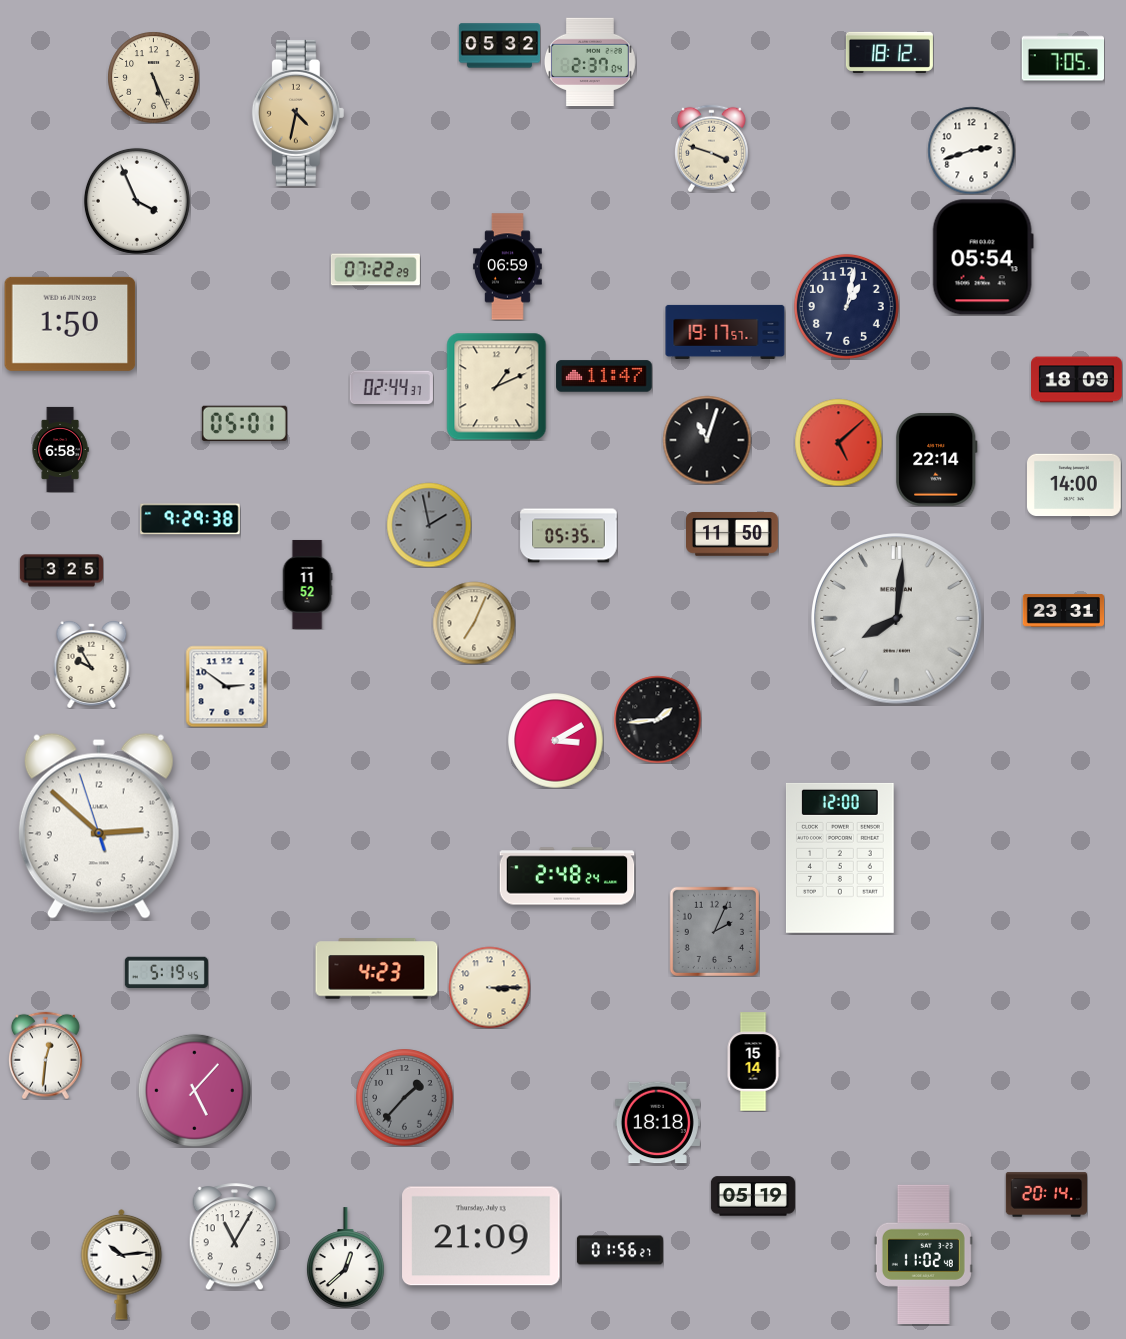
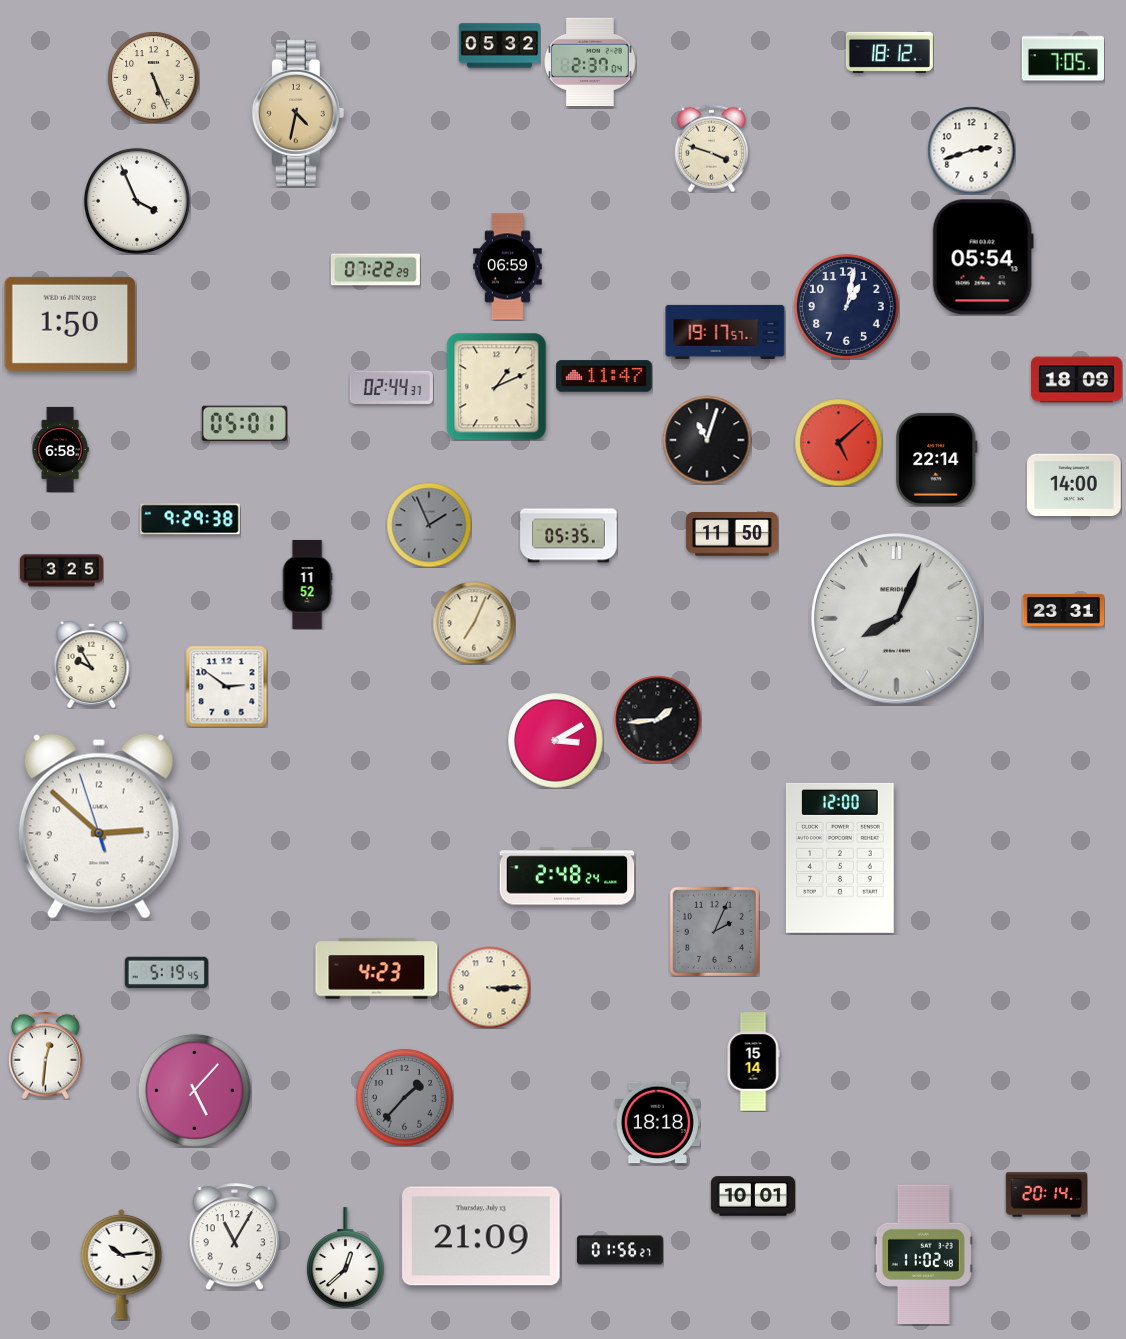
clock at (429, 525): 1:58 -> 1:56
clock at (897, 619): 8:01 -> 8:04
clock at (753, 1196): 05:19 -> 10:01
